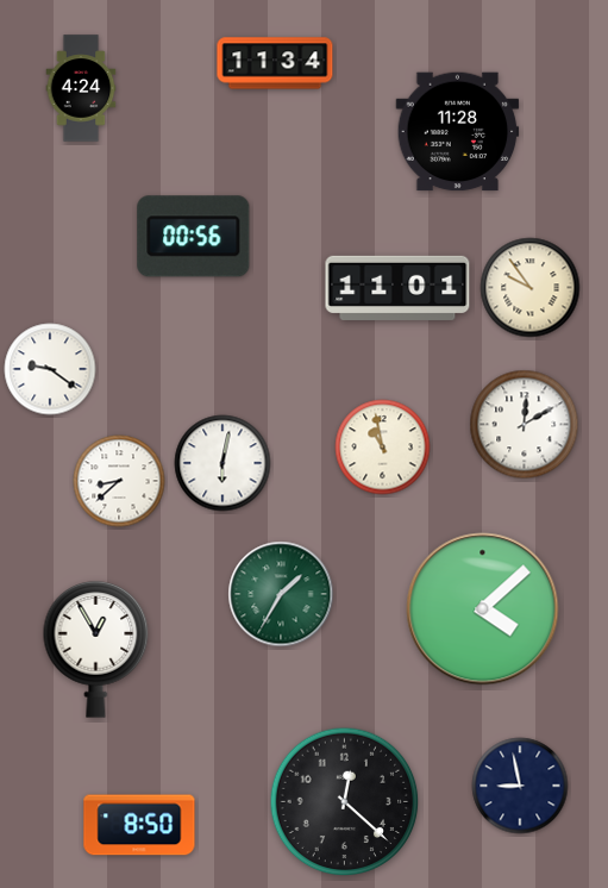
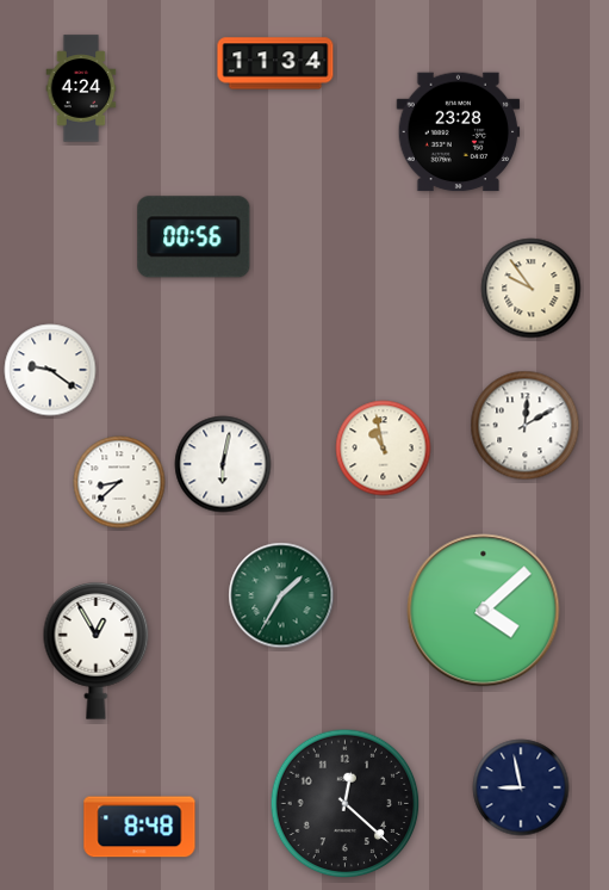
clock at (458, 132): 11:28 -> 23:28
clock at (397, 288): 11:01 -> none
clock at (139, 825): 8:50 -> 8:48
